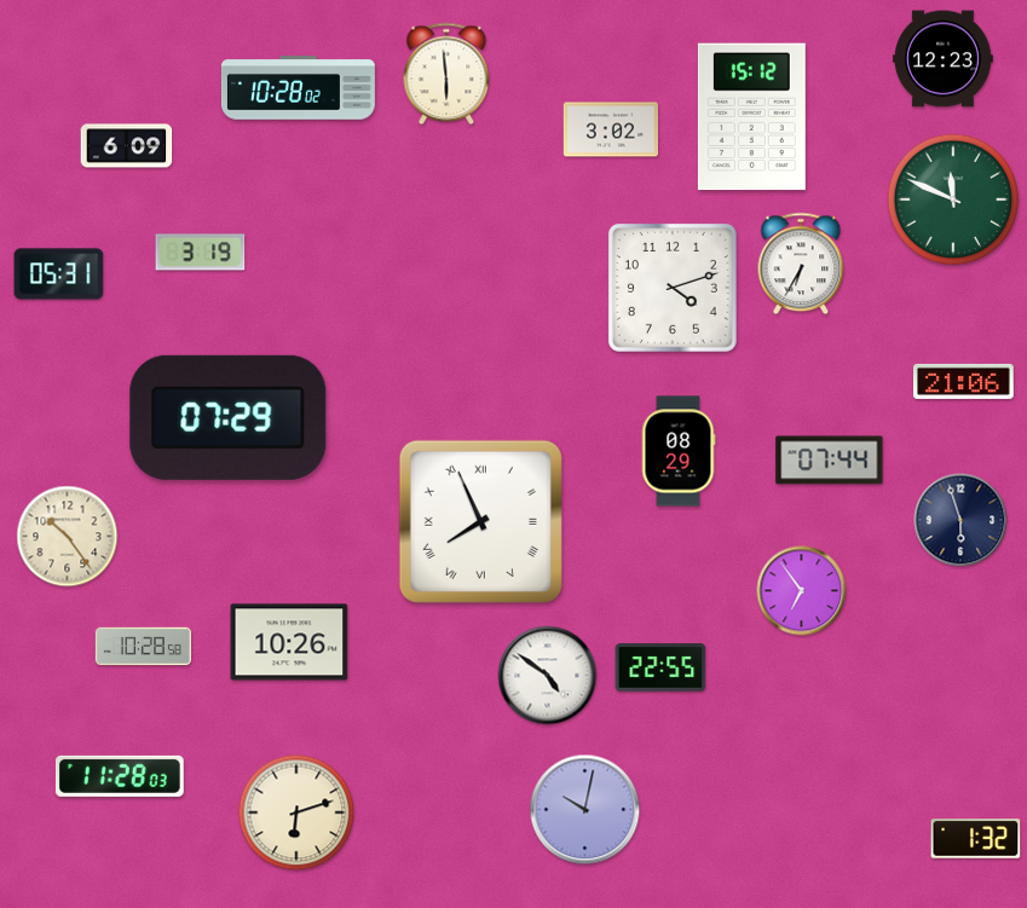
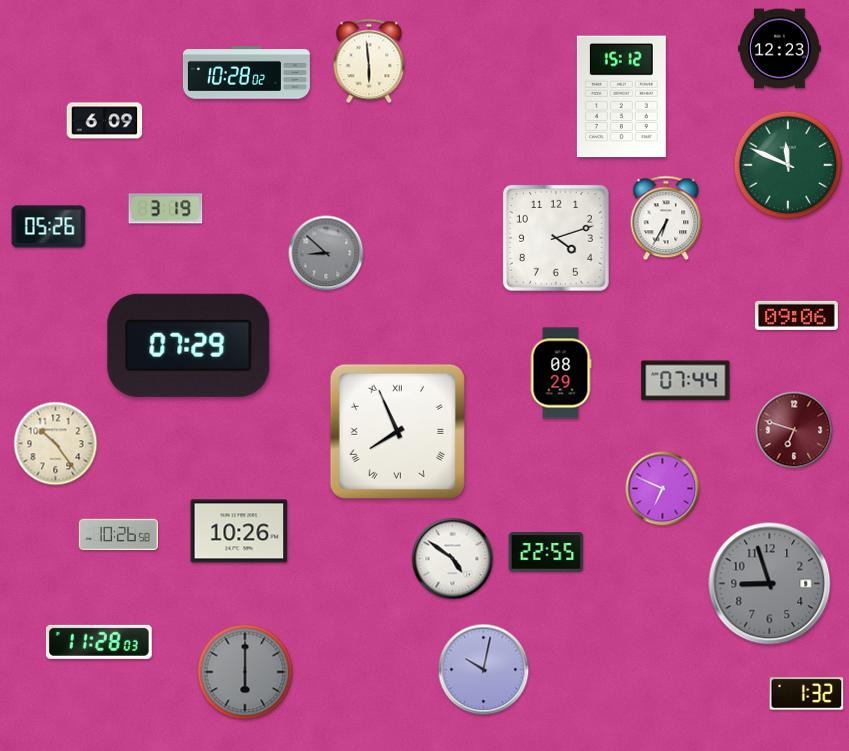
clock at (610, 129): 3:02 -> none
clock at (801, 264) position: (801, 264) -> (666, 218)
clock at (59, 274): 05:31 -> 05:26
clock at (326, 253): none -> 8:52
clock at (964, 381): 21:06 -> 09:06
clock at (960, 520): 5:57 -> 6:48
clock at (960, 520) dial: navy -> burgundy
clock at (802, 591): 6:54 -> 6:49
clock at (143, 647): 10:28 -> 10:26
clock at (770, 584): none -> 8:57
clock at (296, 812): 6:12 -> 6:00
clock at (296, 812) dial: cream -> grey
